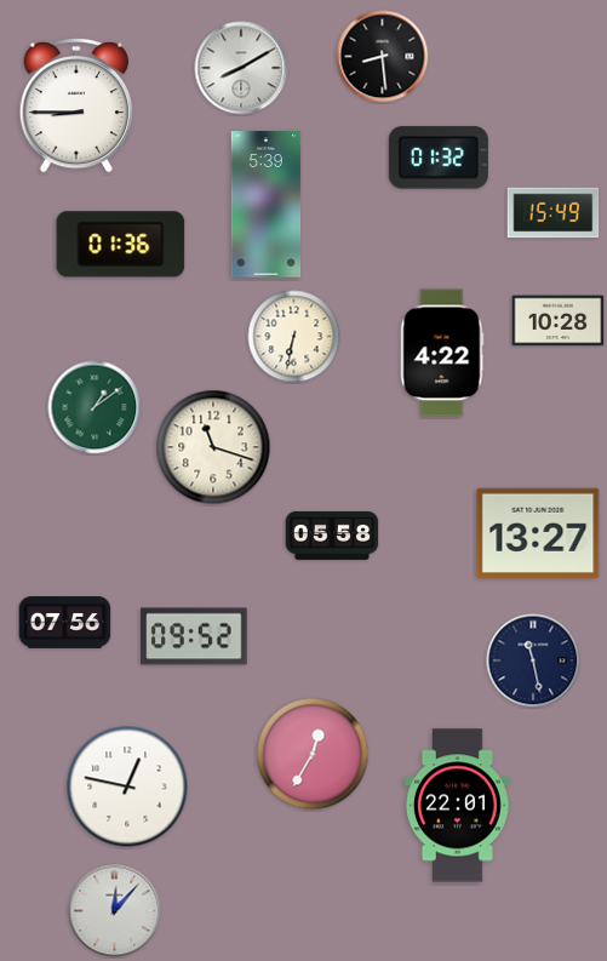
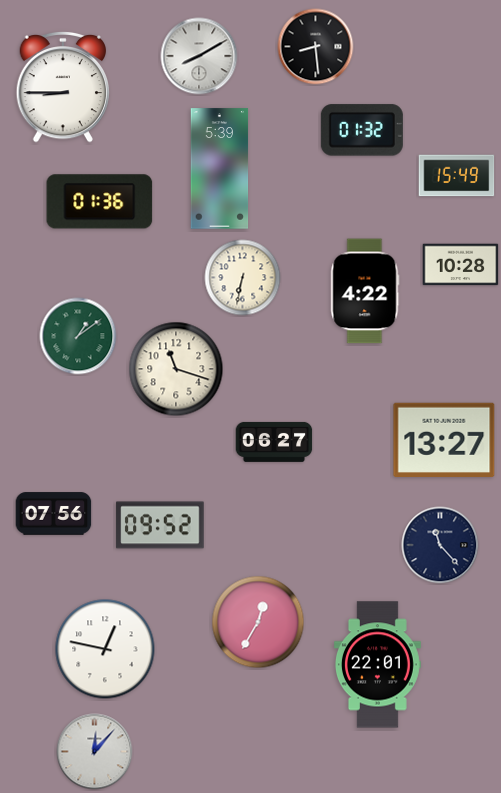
clock at (332, 536): 05:58 -> 06:27
clock at (533, 660): 11:28 -> 11:23
